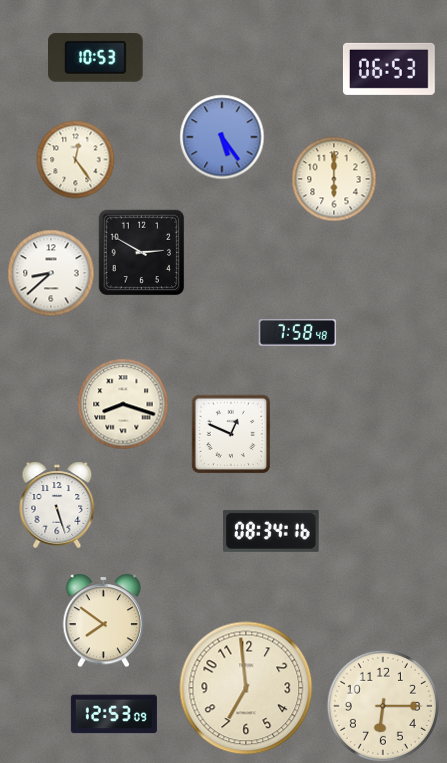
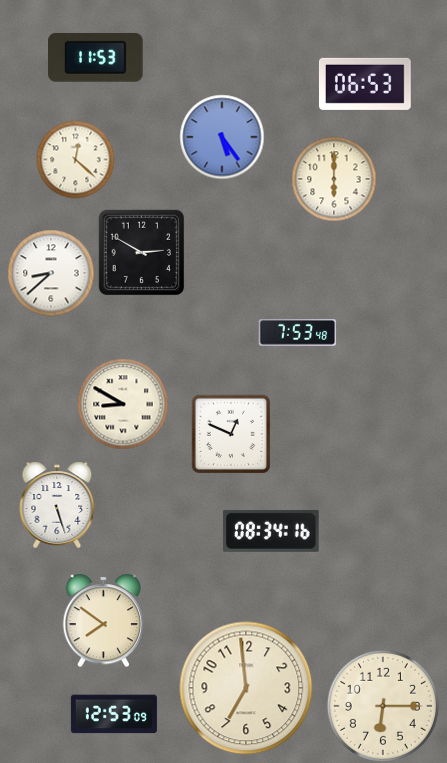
clock at (96, 57): 10:53 -> 11:53
clock at (389, 69) position: (389, 69) -> (365, 84)
clock at (75, 159): 12:24 -> 12:22
clock at (297, 333): 7:58 -> 7:53
clock at (123, 404): 8:18 -> 8:50
